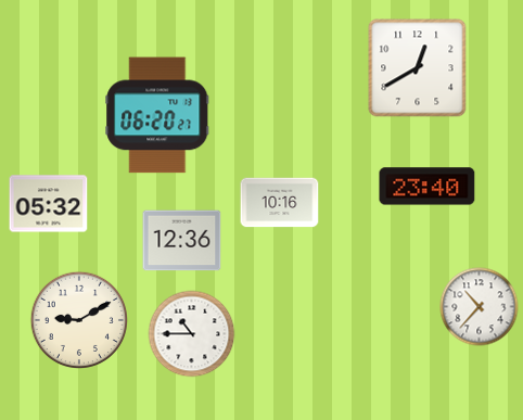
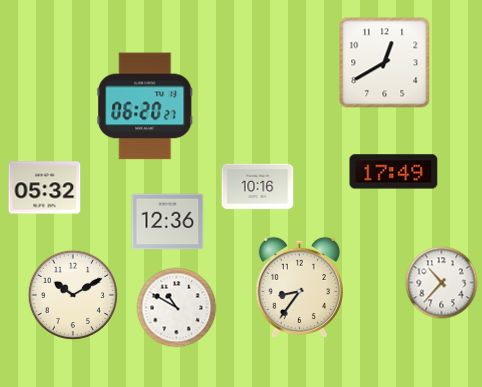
clock at (428, 187): 23:40 -> 17:49
clock at (299, 288): none -> 8:36
clock at (78, 319): 9:10 -> 10:10
clock at (192, 334): 10:45 -> 10:50
